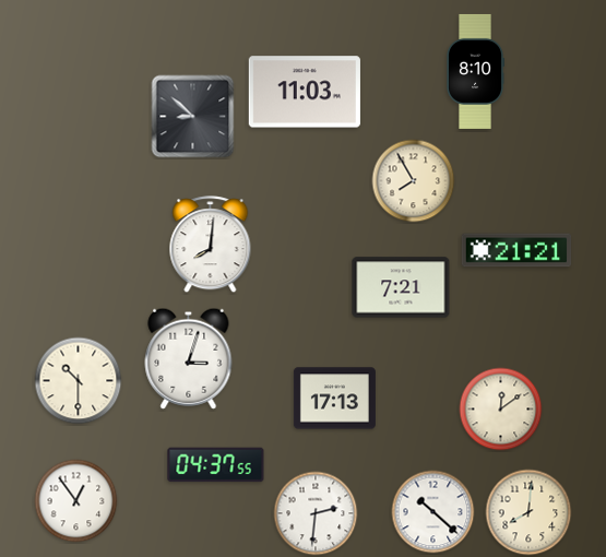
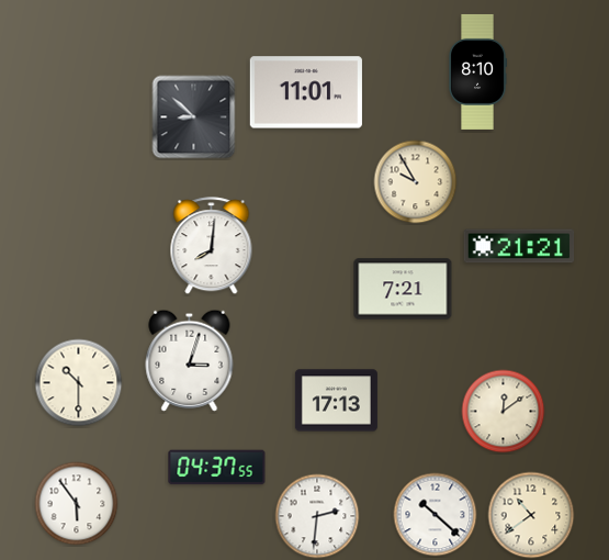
clock at (305, 92): 11:03 -> 11:01
clock at (414, 181): 7:55 -> 9:55
clock at (516, 250) position: (516, 250) -> (519, 246)
clock at (76, 501): 12:54 -> 5:54
clock at (528, 512): 8:01 -> 10:39
